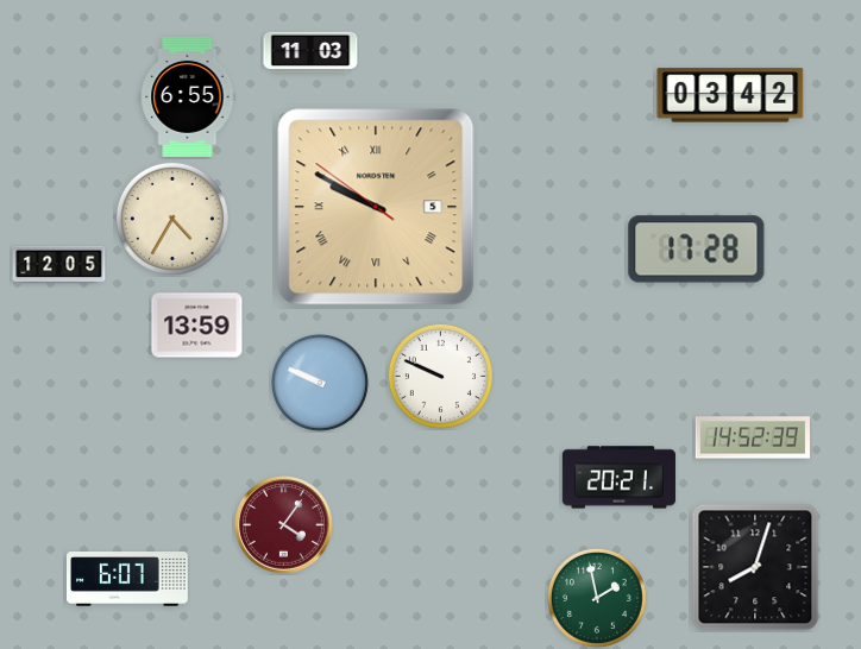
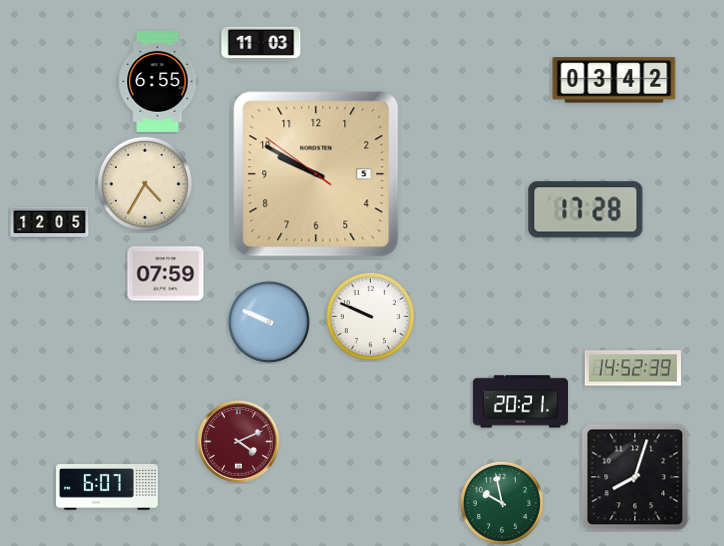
clock at (376, 207) numerals: Roman -> Arabic
clock at (197, 326): 13:59 -> 07:59
clock at (284, 525): 4:06 -> 4:11
clock at (597, 598): 1:58 -> 9:58
